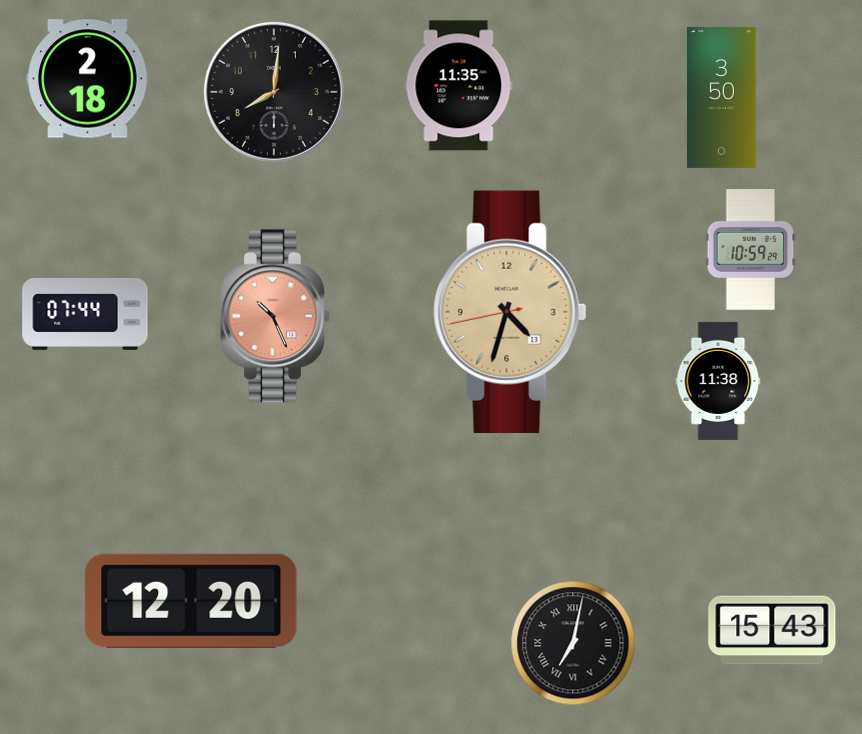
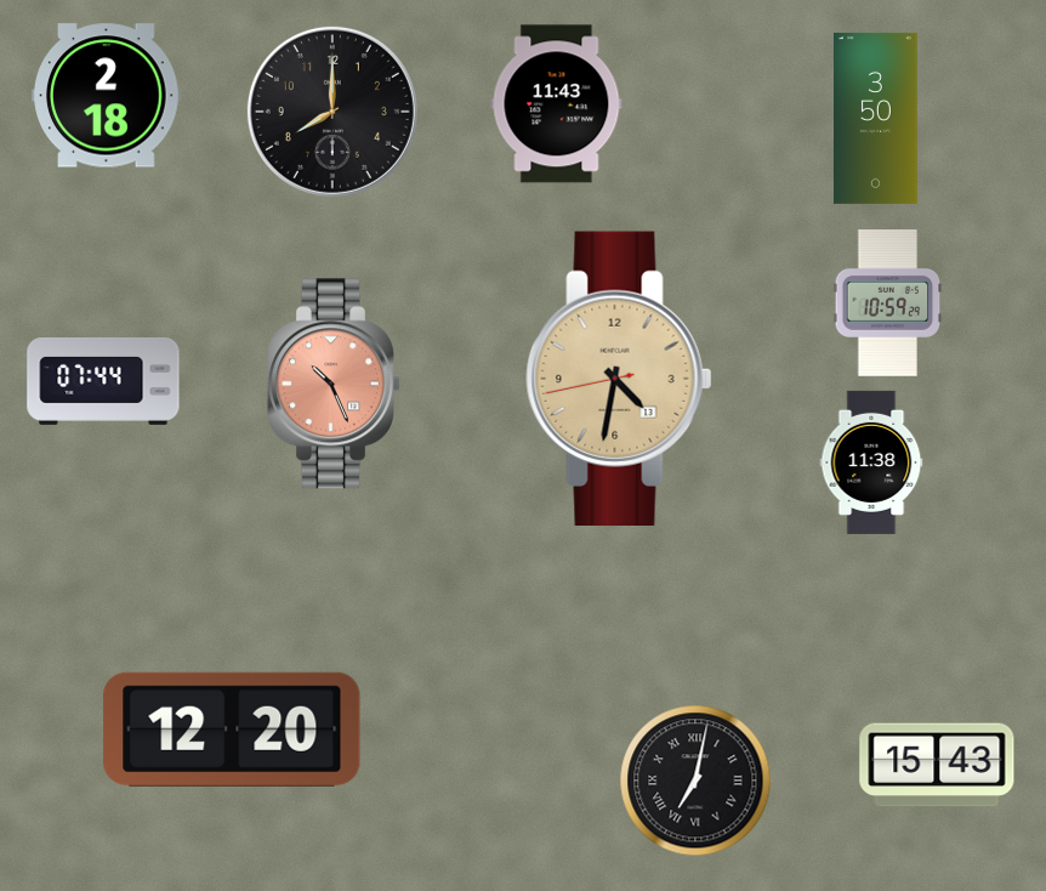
clock at (459, 86): 11:35 -> 11:43
clock at (274, 92): 8:01 -> 8:00
clock at (751, 250) position: (751, 250) -> (888, 303)
clock at (510, 311): 4:32 -> 4:31
